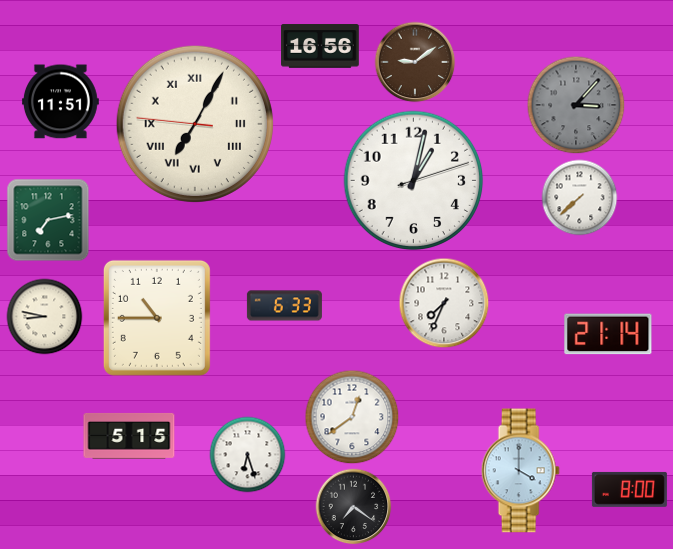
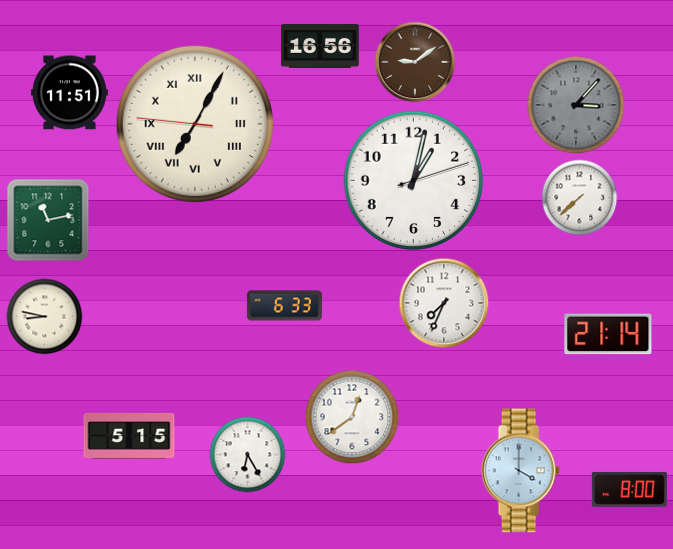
clock at (60, 102) position: (60, 102) -> (69, 93)
clock at (48, 220): 7:13 -> 11:13
clock at (157, 318): 10:45 -> none
clock at (248, 455): 6:27 -> 6:25
clock at (354, 507): 7:21 -> none
